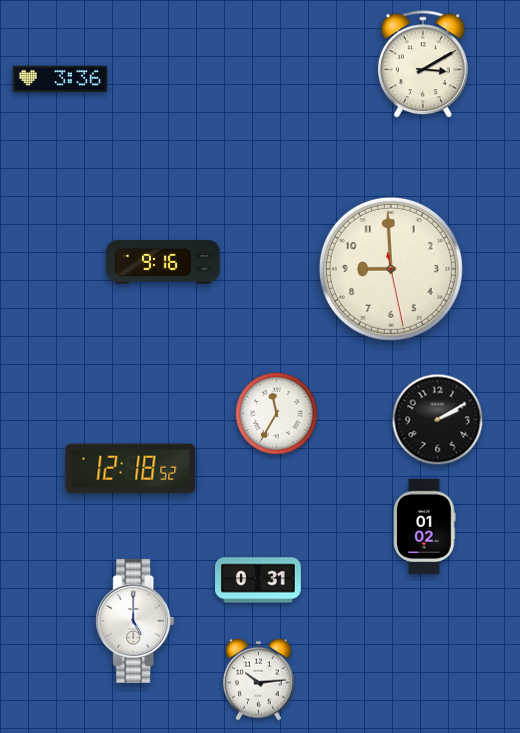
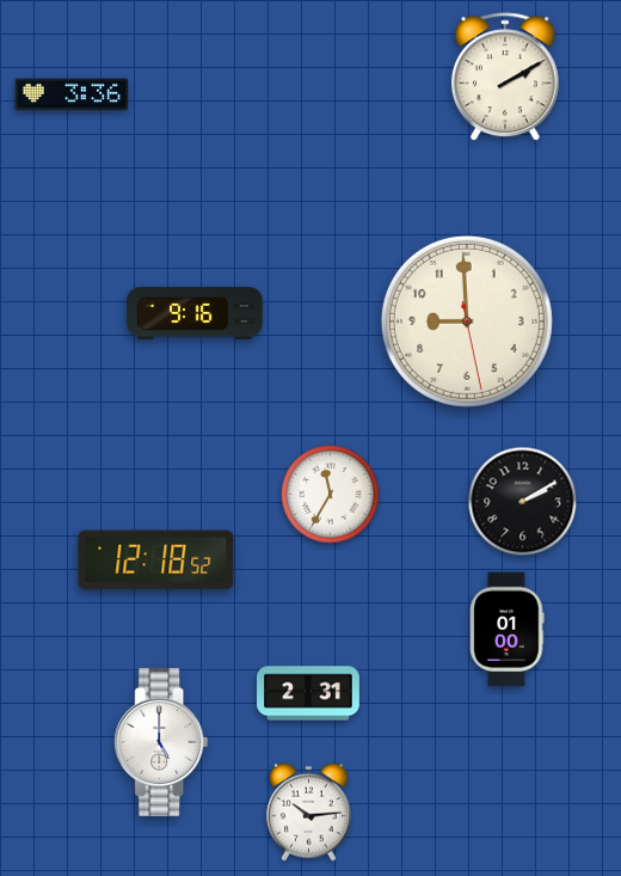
clock at (423, 65): 3:10 -> 2:10
clock at (425, 527): 01:02 -> 01:00
clock at (259, 580): 0:31 -> 2:31
